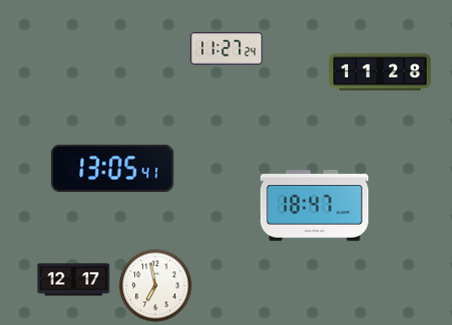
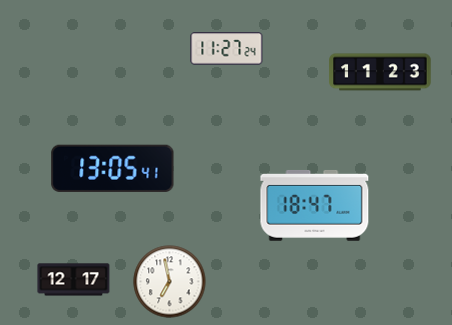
clock at (380, 72): 11:28 -> 11:23
clock at (156, 286) position: (156, 286) -> (170, 282)
